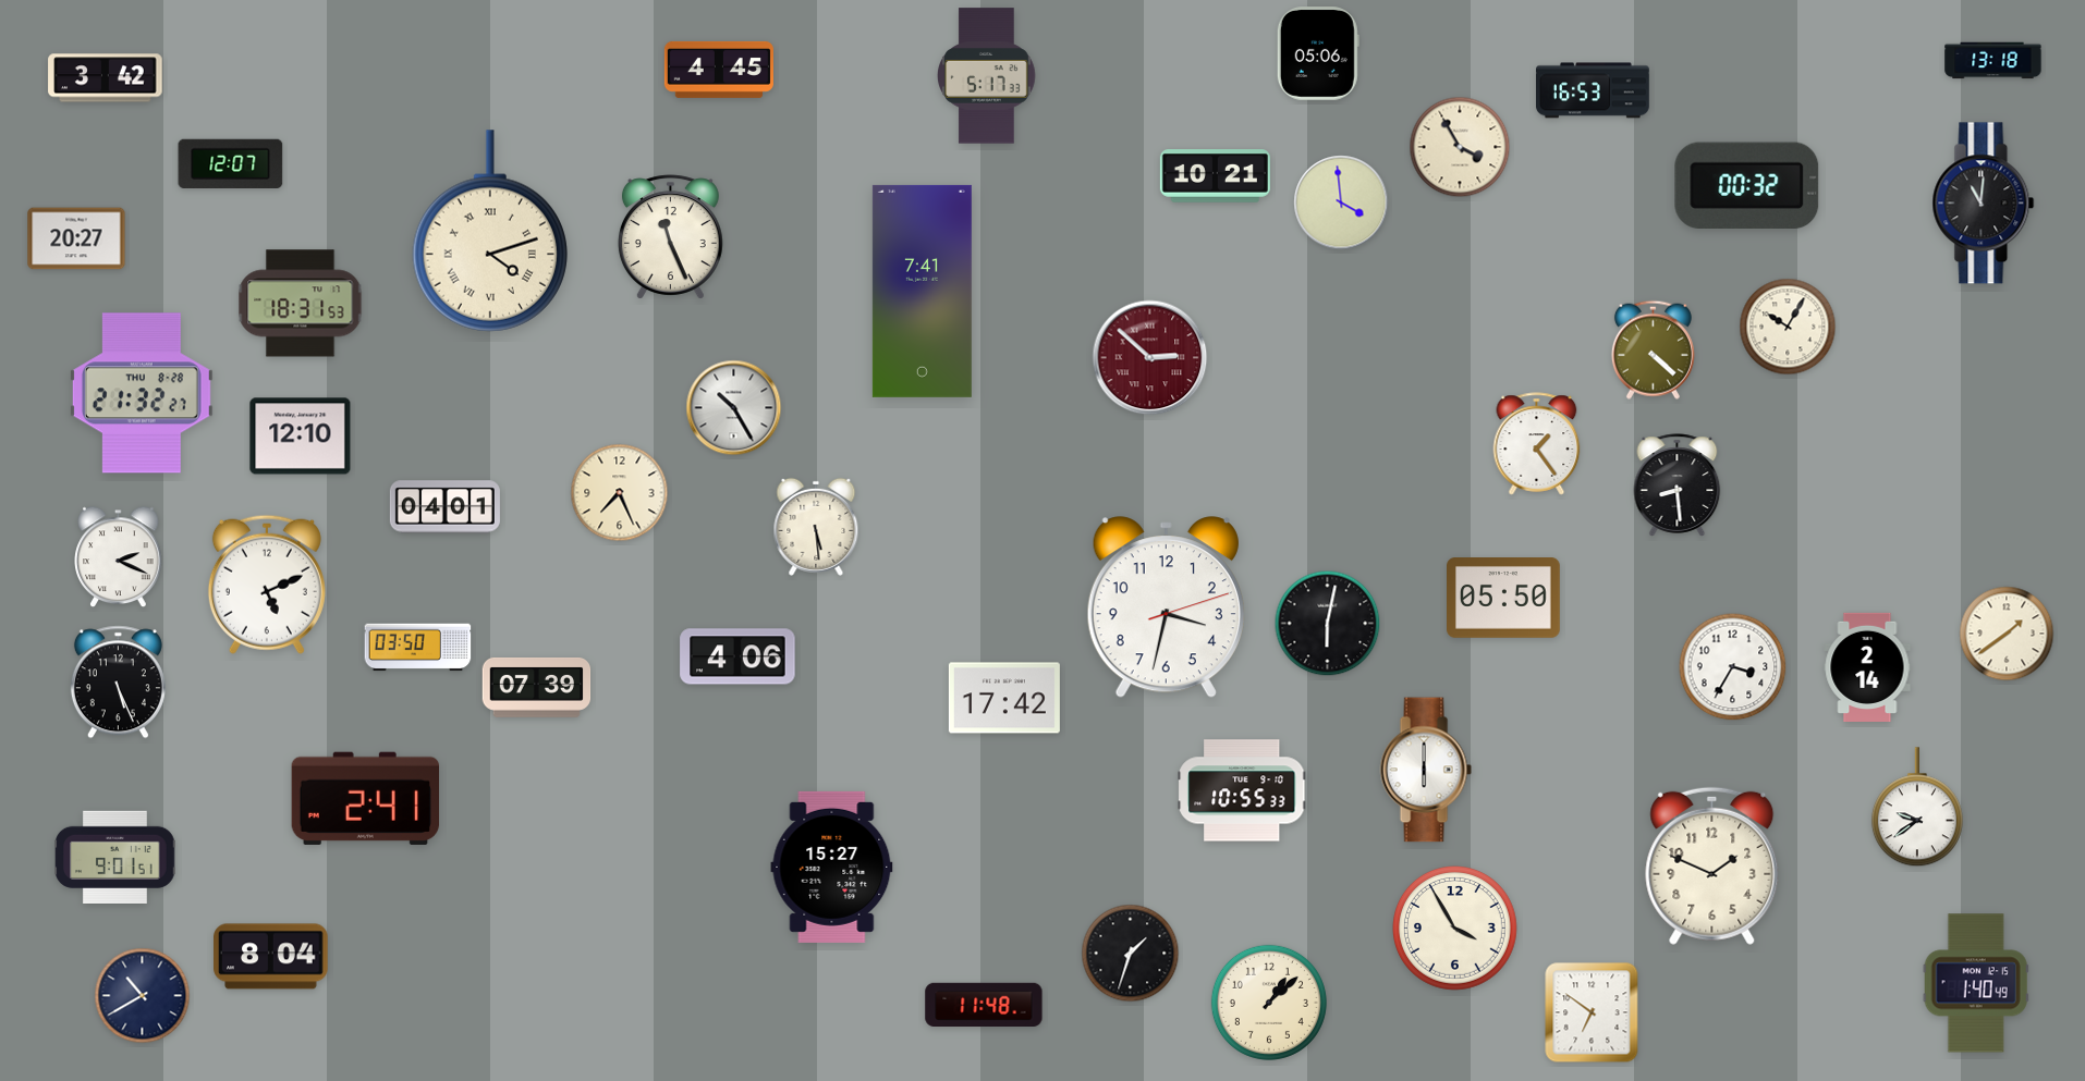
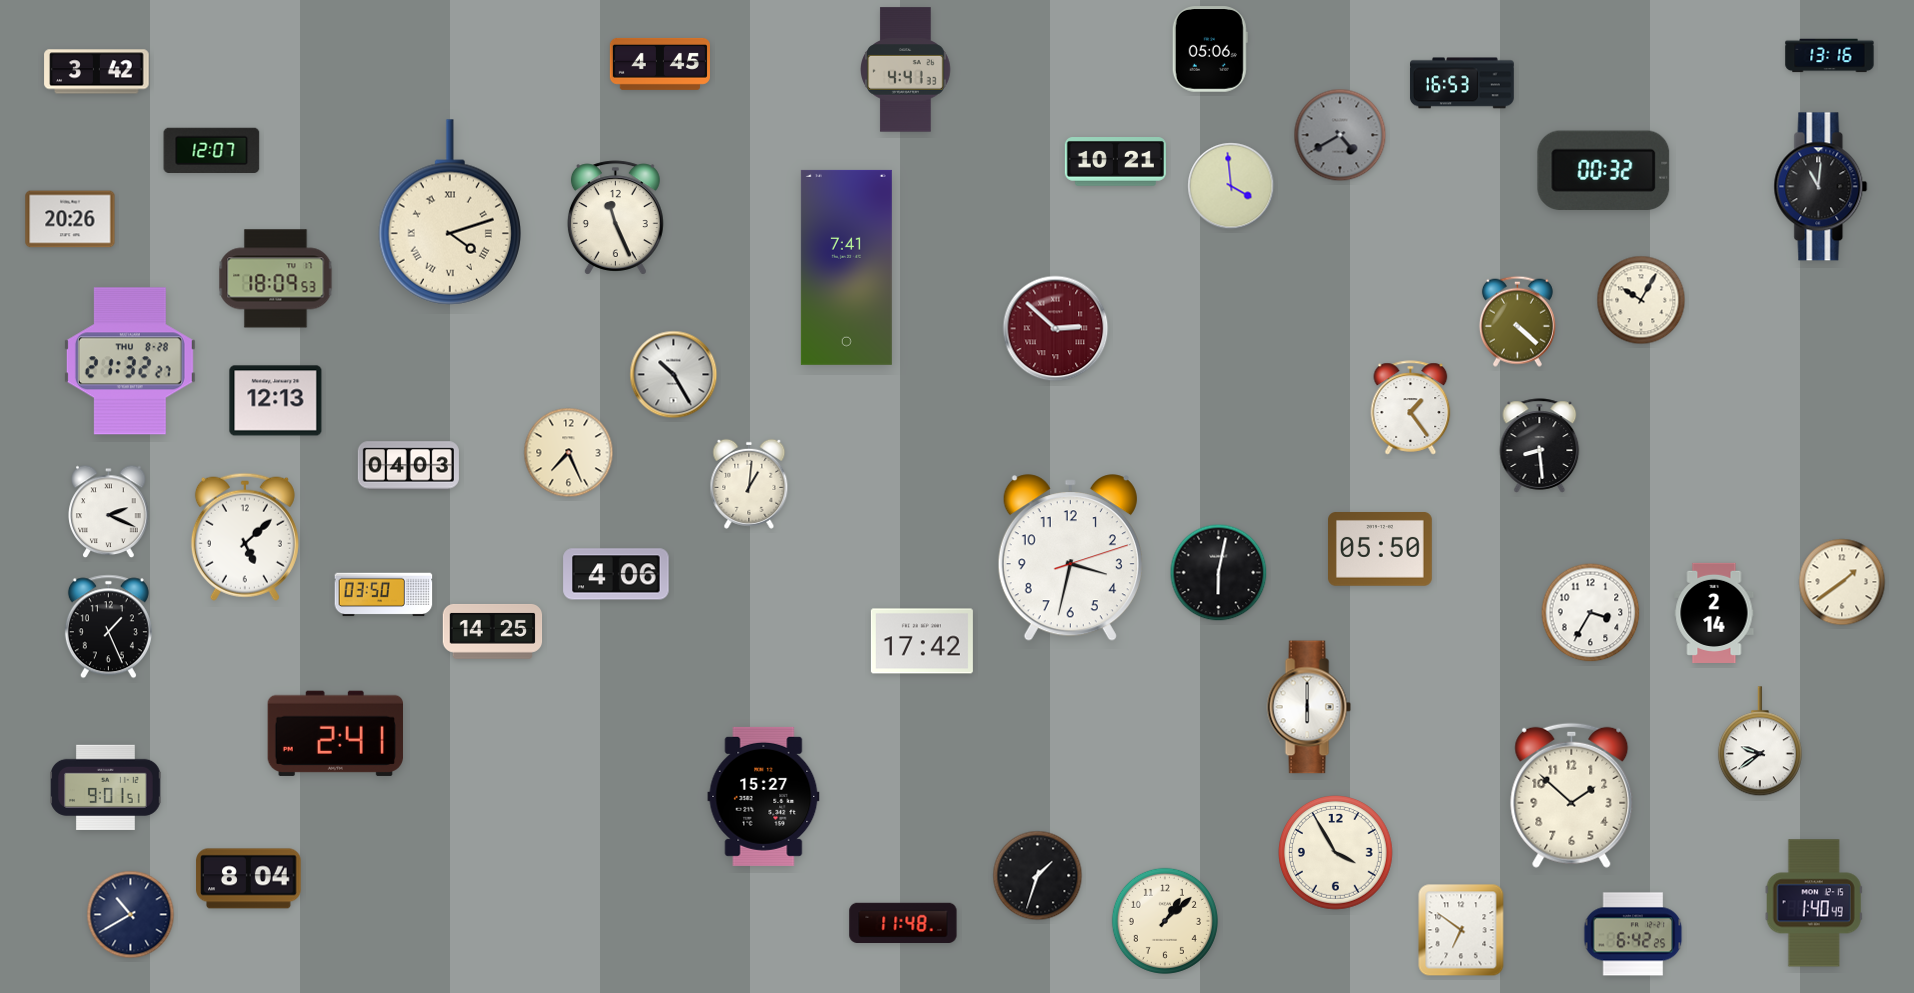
clock at (1993, 61): 13:18 -> 13:16
clock at (987, 76): 5:17 -> 4:41
clock at (1460, 147): 3:55 -> 4:40
clock at (1460, 147) dial: cream -> grey
clock at (76, 238): 20:27 -> 20:26
clock at (301, 304): 18:31 -> 18:09
clock at (301, 437): 12:10 -> 12:13
clock at (444, 507): 04:01 -> 04:03
clock at (816, 527): 5:29 -> 1:01
clock at (267, 585): 5:11 -> 5:08
clock at (737, 656) position: (737, 656) -> (616, 574)
clock at (118, 683): 5:26 -> 1:26
clock at (537, 687): 07:39 -> 14:25
clock at (1242, 790): 10:55 -> none
clock at (1712, 865): 1:49 -> 1:52
clock at (1633, 934): none -> 6:42
